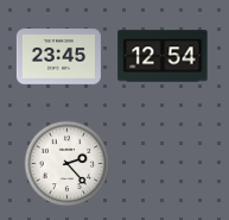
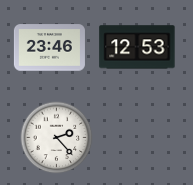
clock at (163, 56): 12:54 -> 12:53
clock at (58, 57): 23:45 -> 23:46
